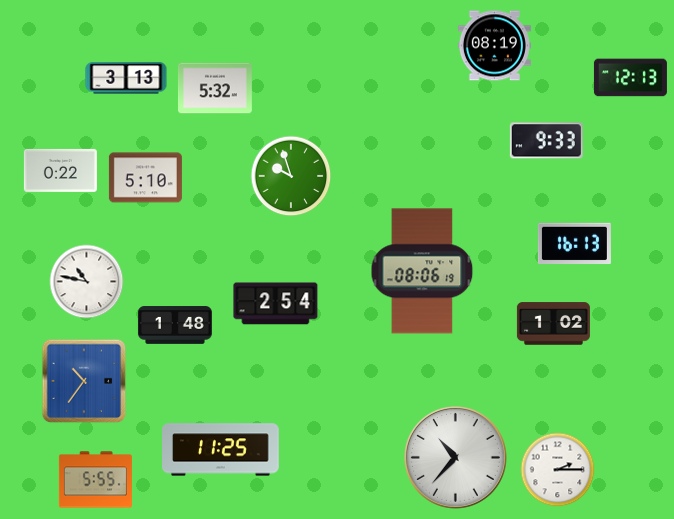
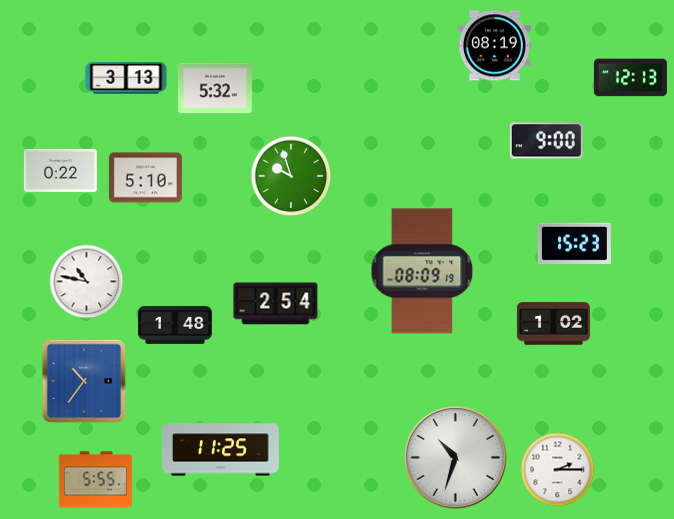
clock at (546, 141): 9:33 -> 9:00
clock at (574, 244): 16:13 -> 15:23
clock at (422, 271): 08:06 -> 08:09
clock at (455, 457): 10:37 -> 10:33
